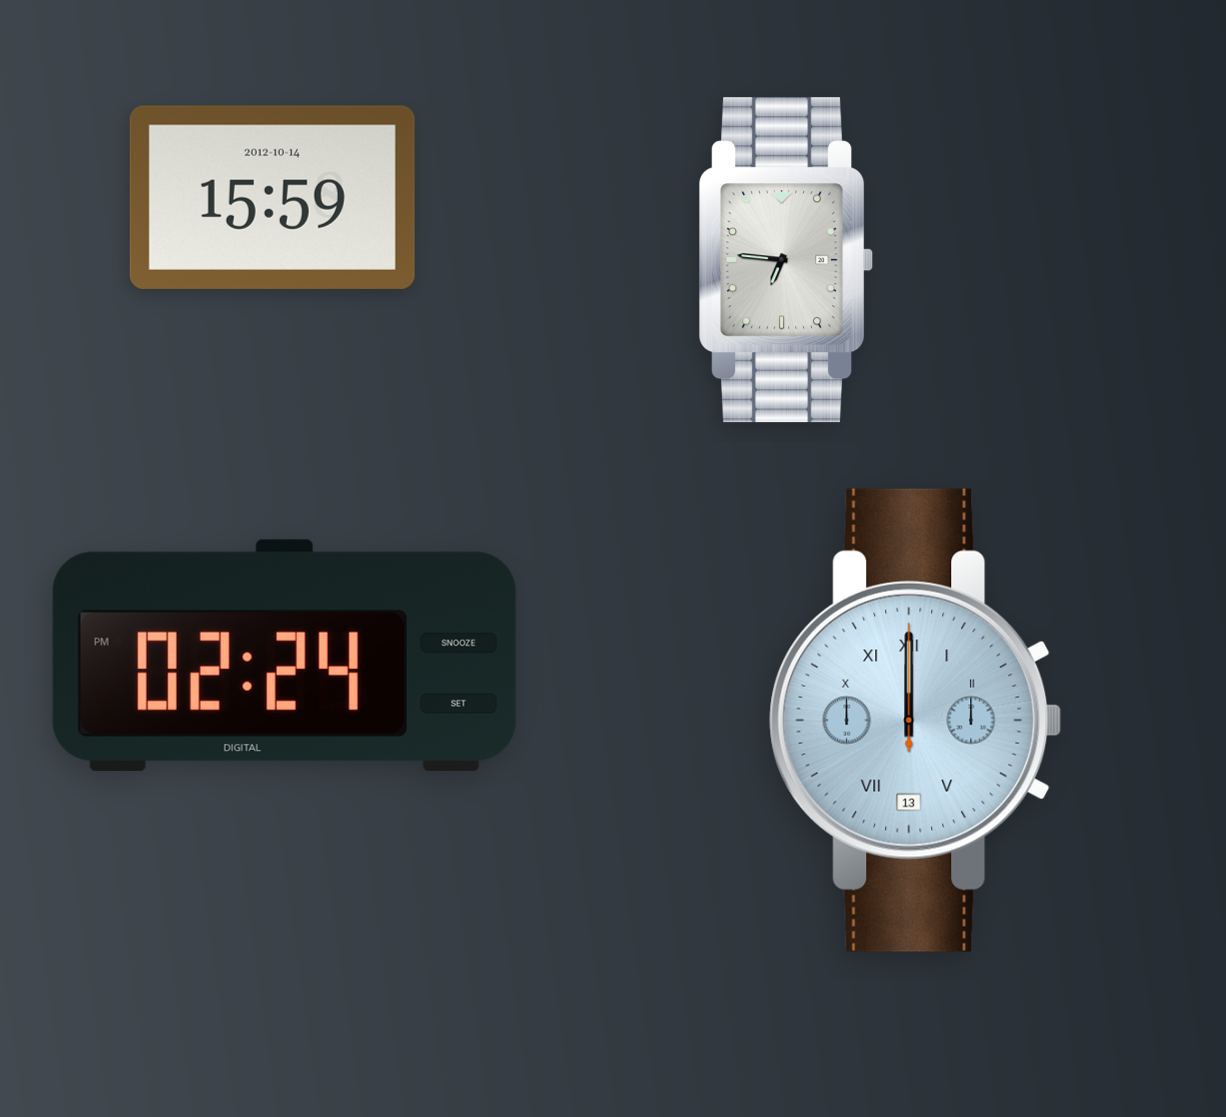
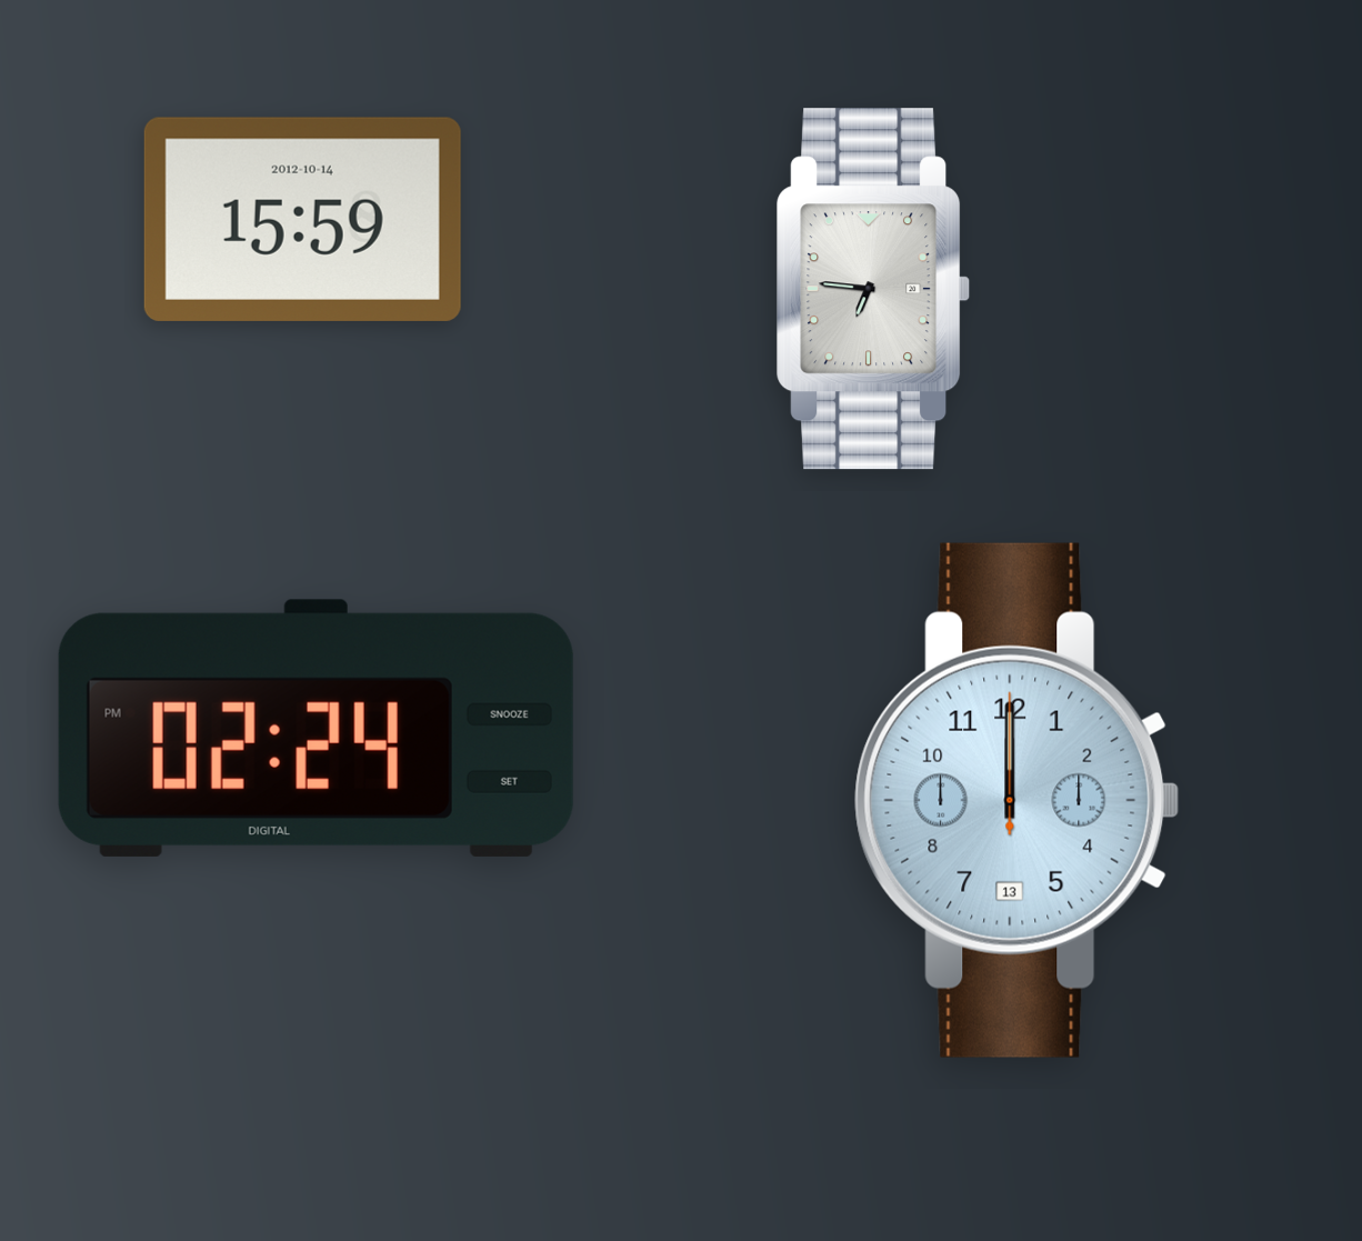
clock at (916, 720) numerals: Roman -> Arabic
